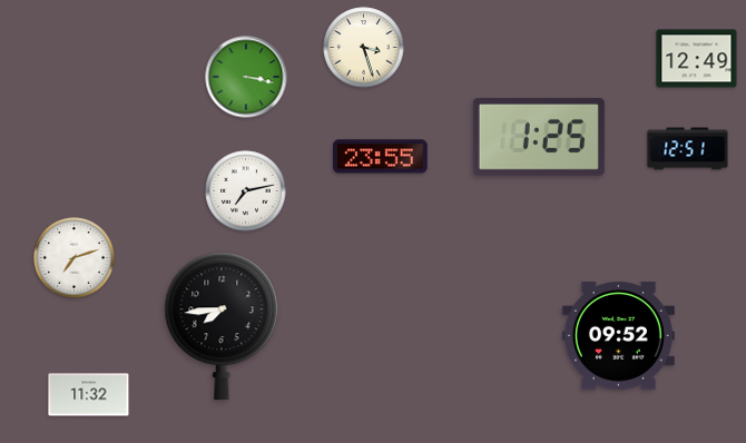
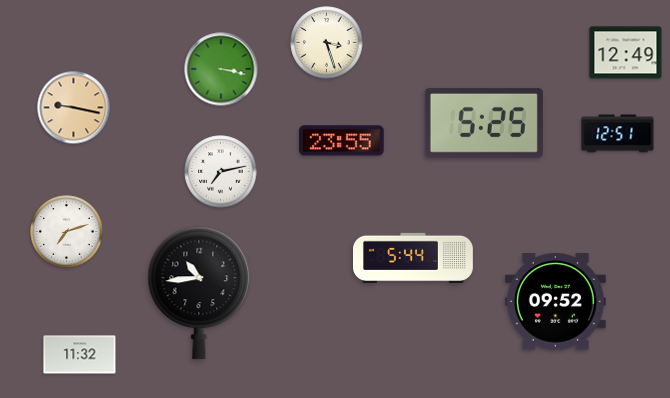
clock at (74, 108): none -> 9:17
clock at (539, 137): 1:25 -> 5:25
clock at (414, 258): none -> 5:44
clock at (222, 326): 7:44 -> 10:44
